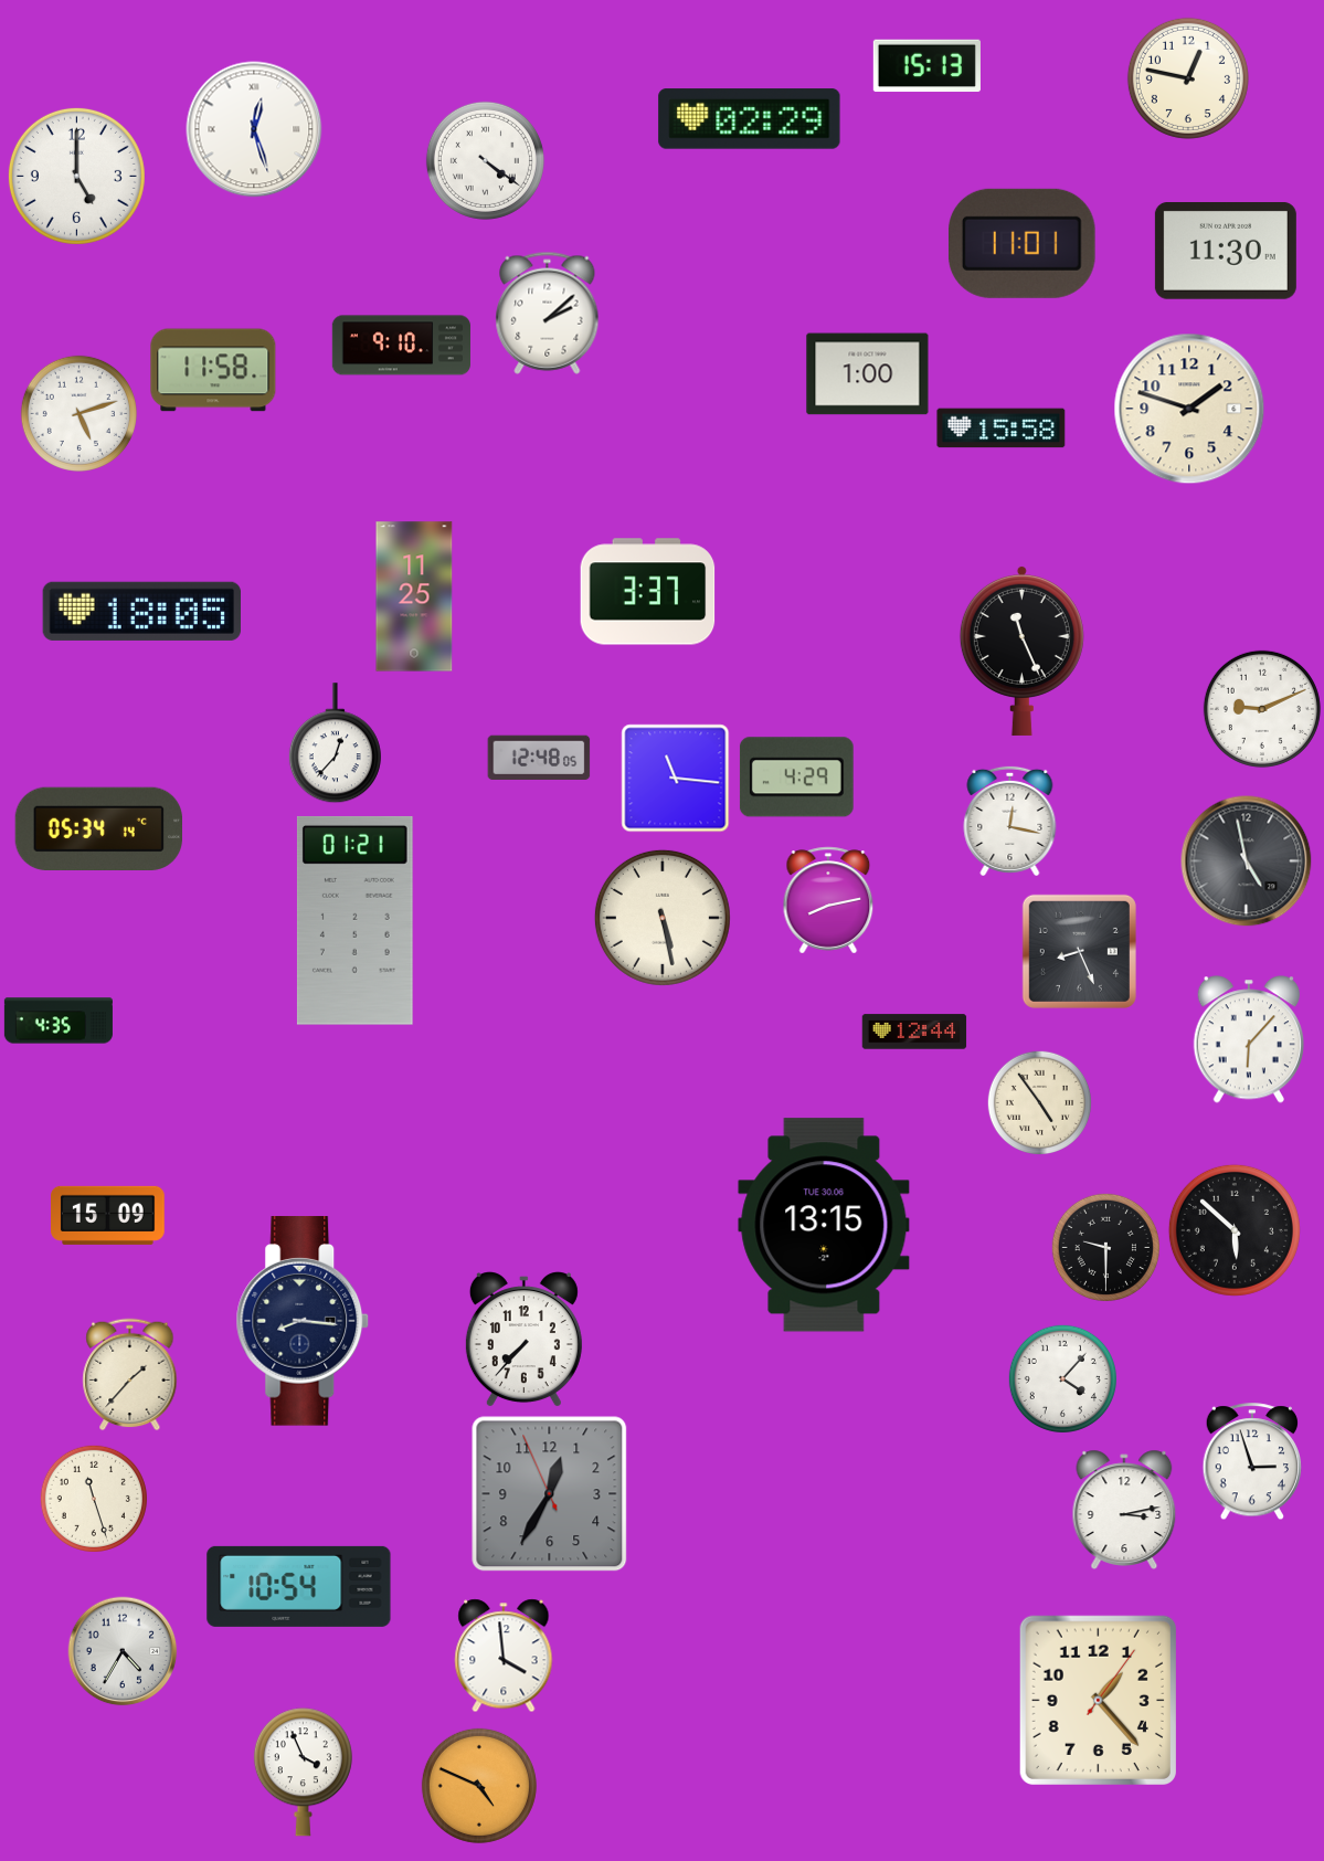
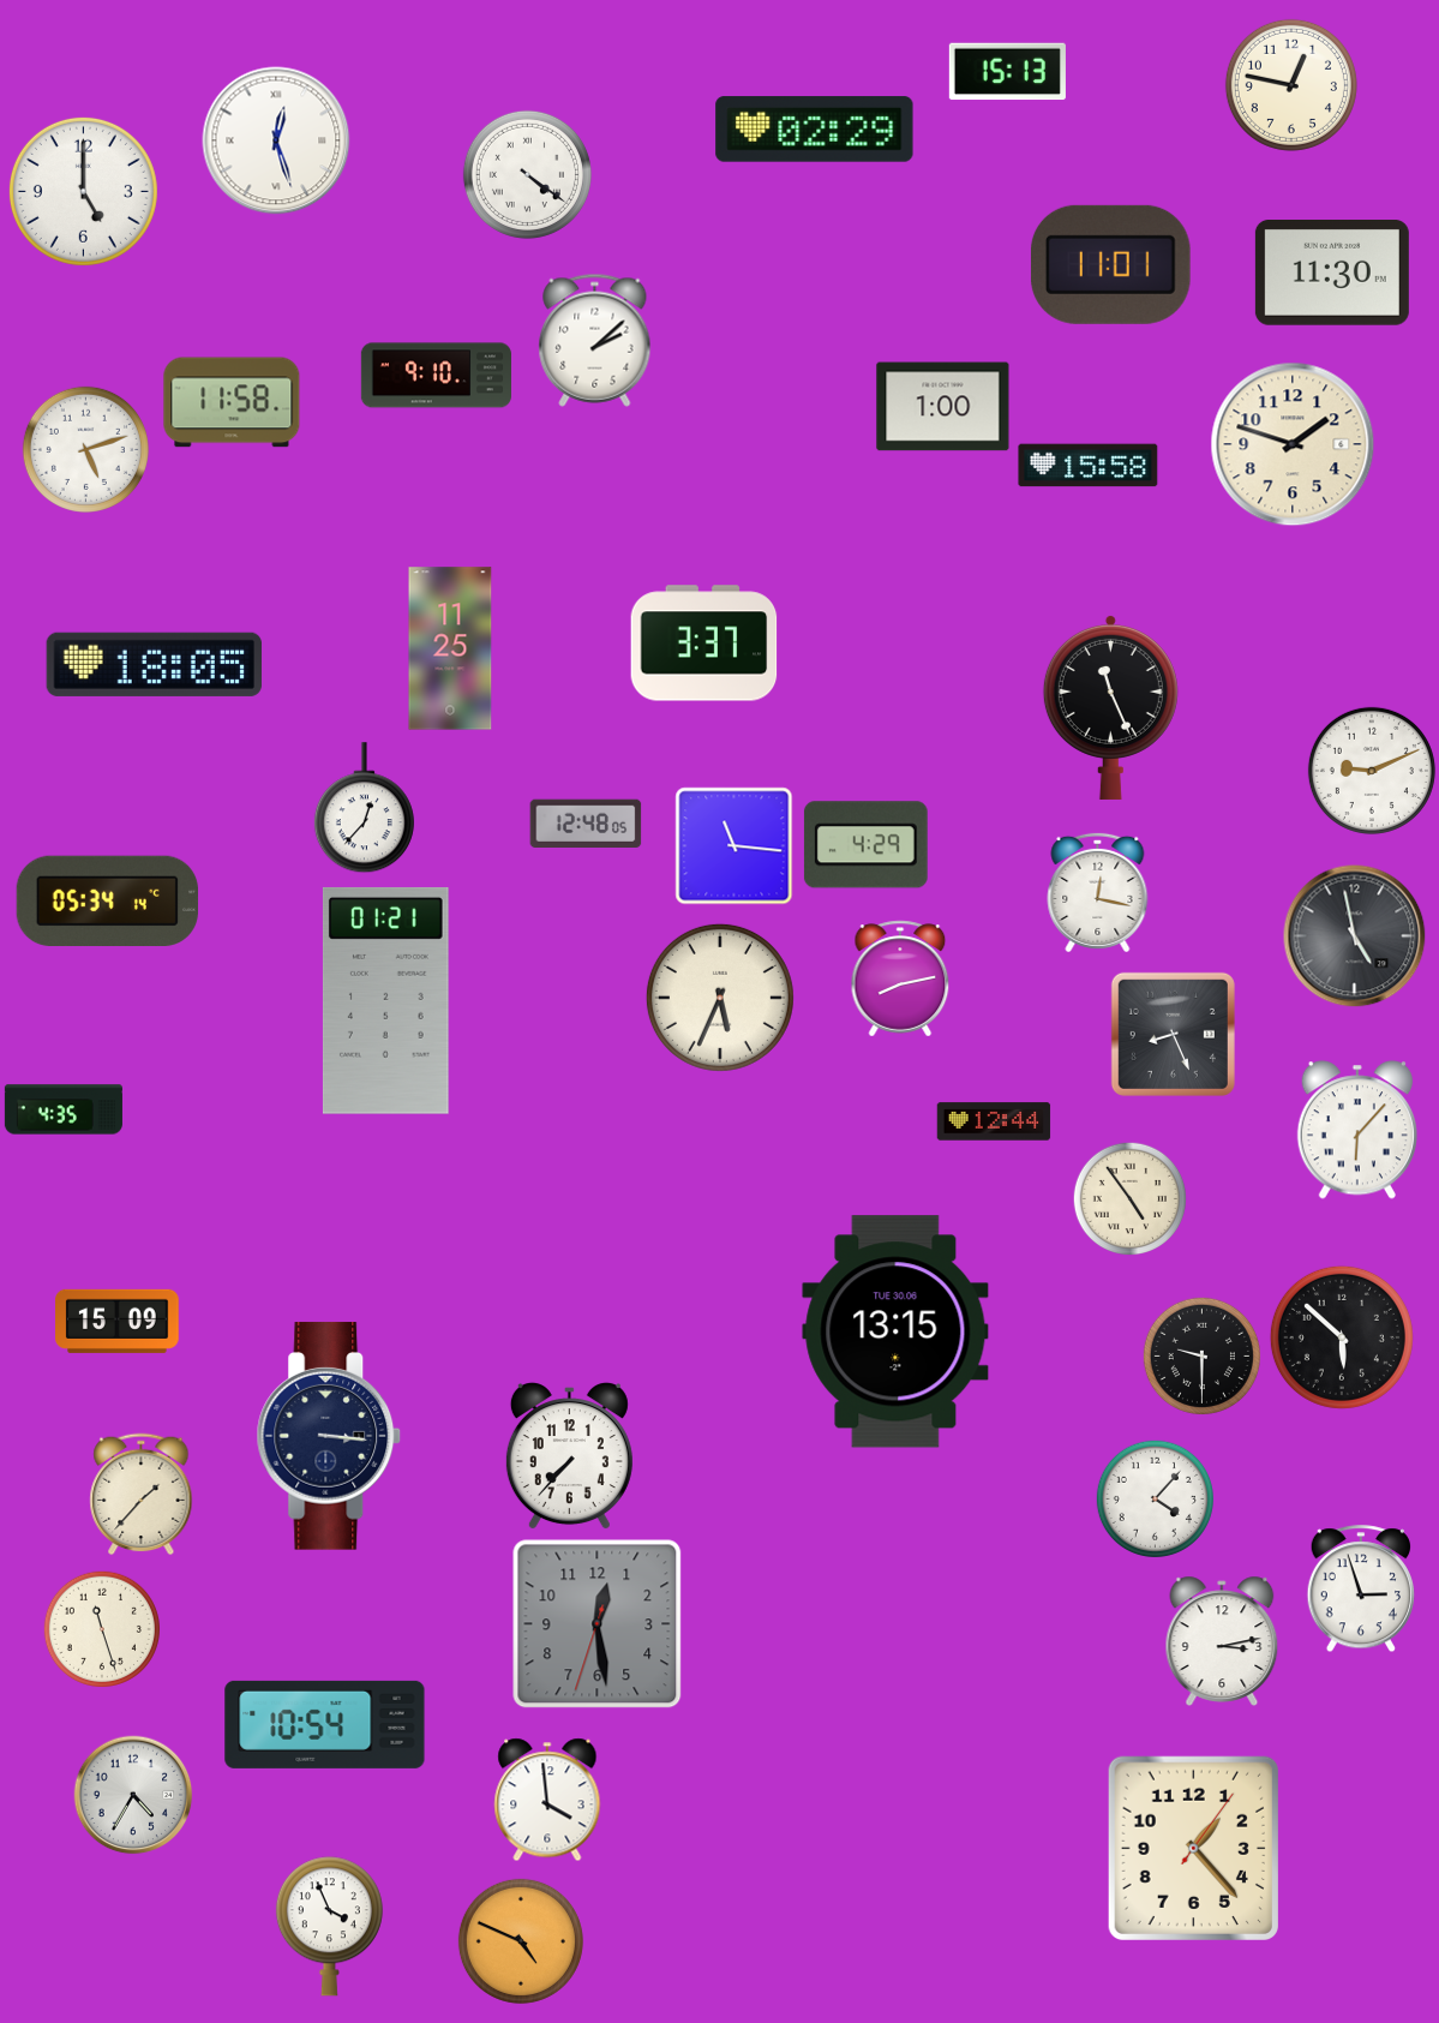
clock at (663, 918): 5:28 -> 5:34
clock at (303, 1321): 8:16 -> 3:16
clock at (550, 1494): 12:34 -> 12:28
